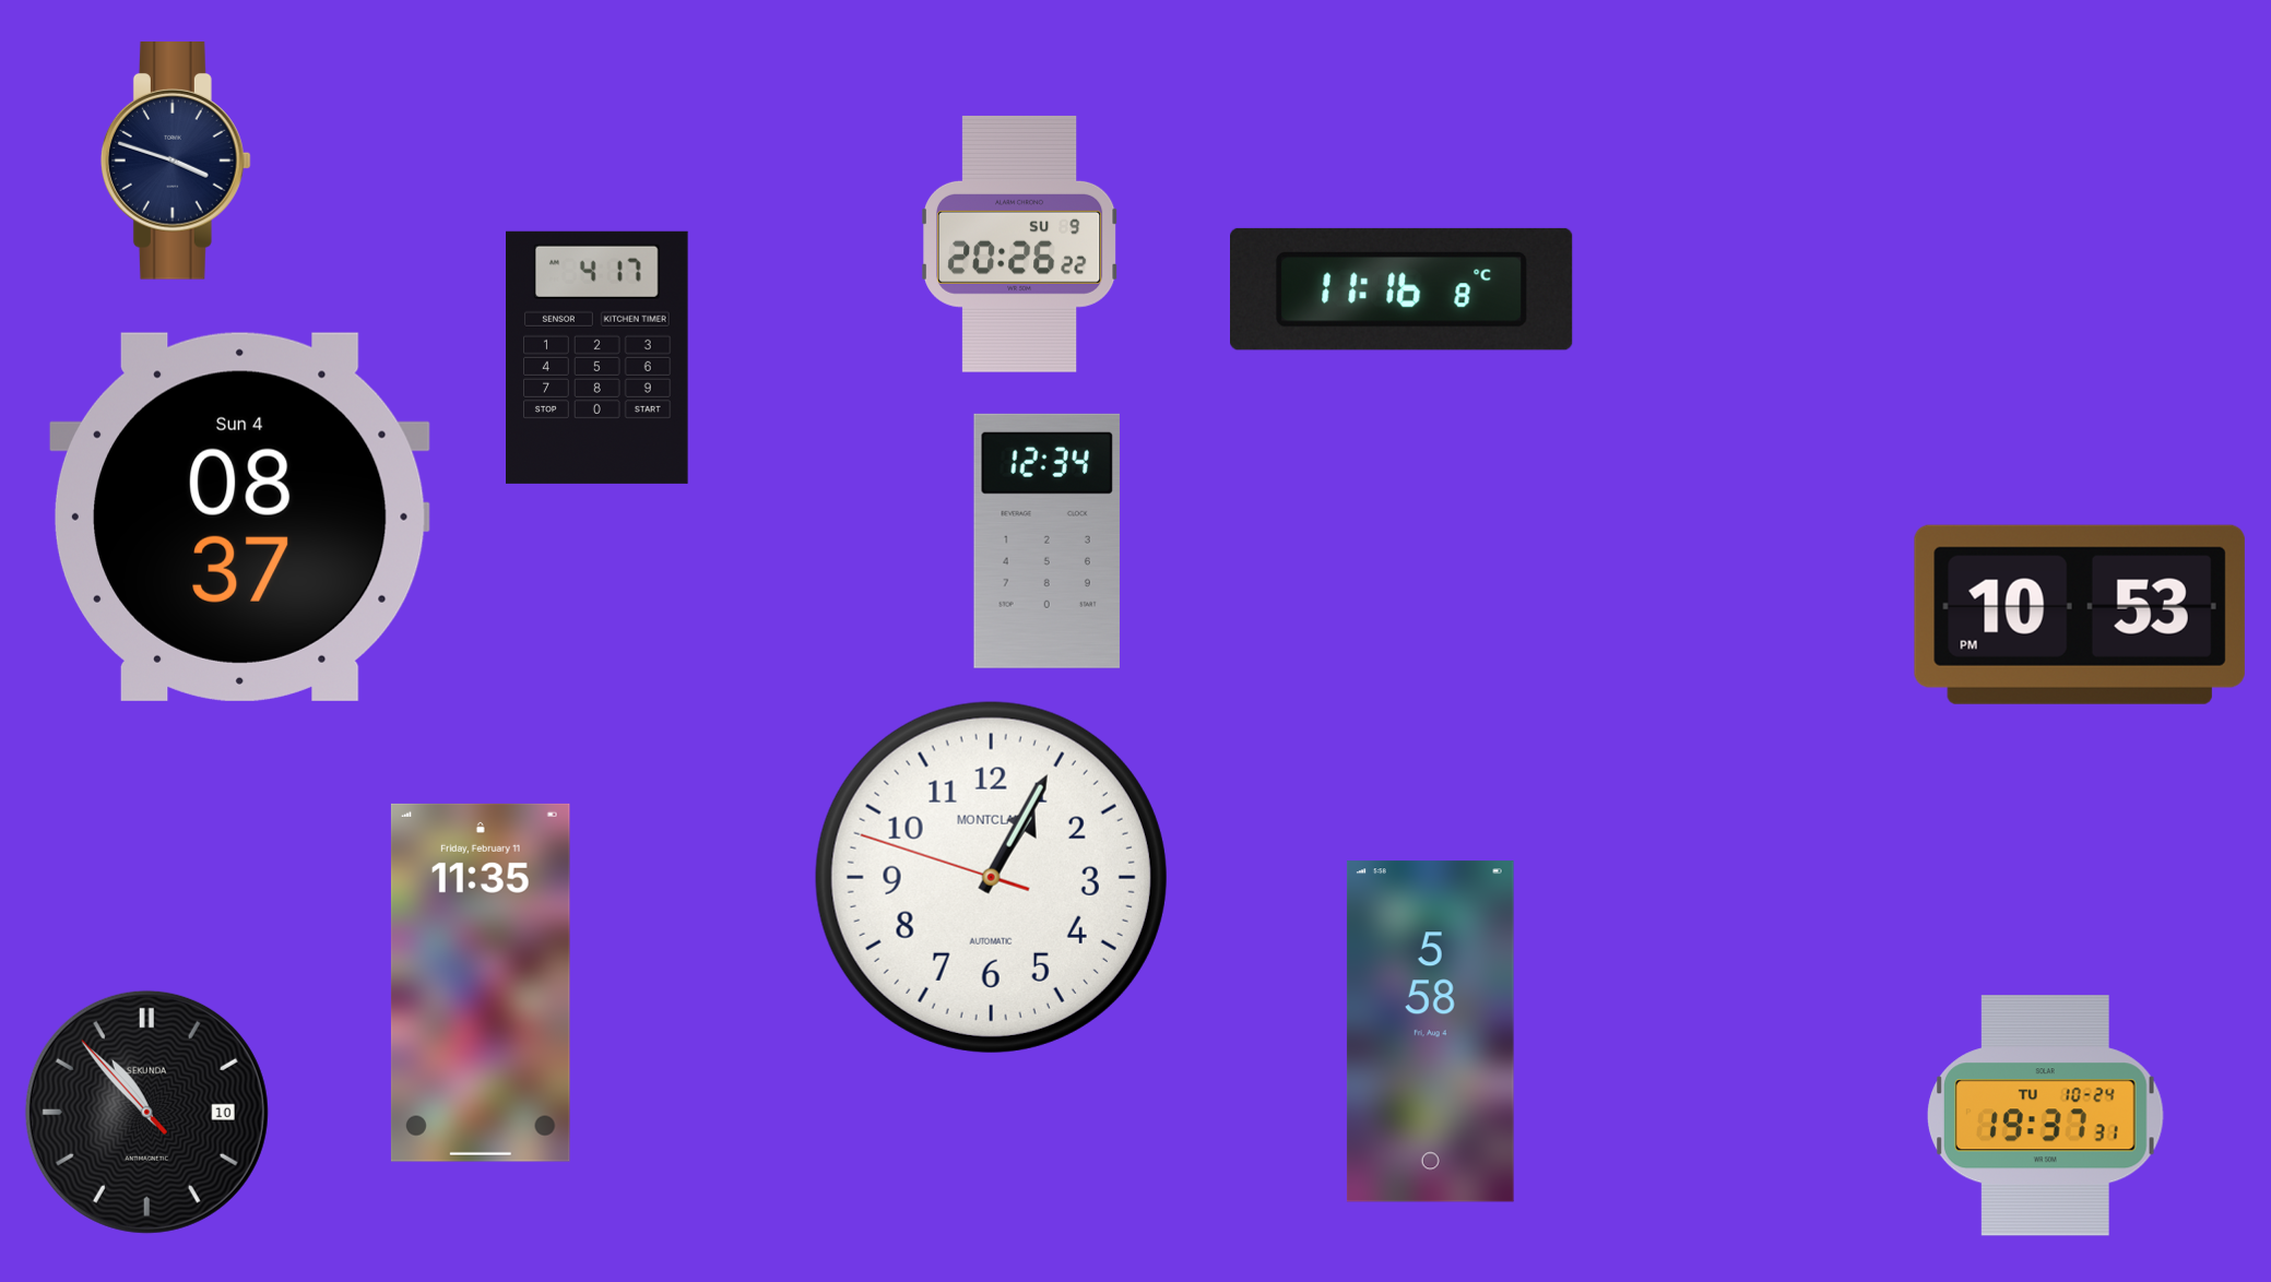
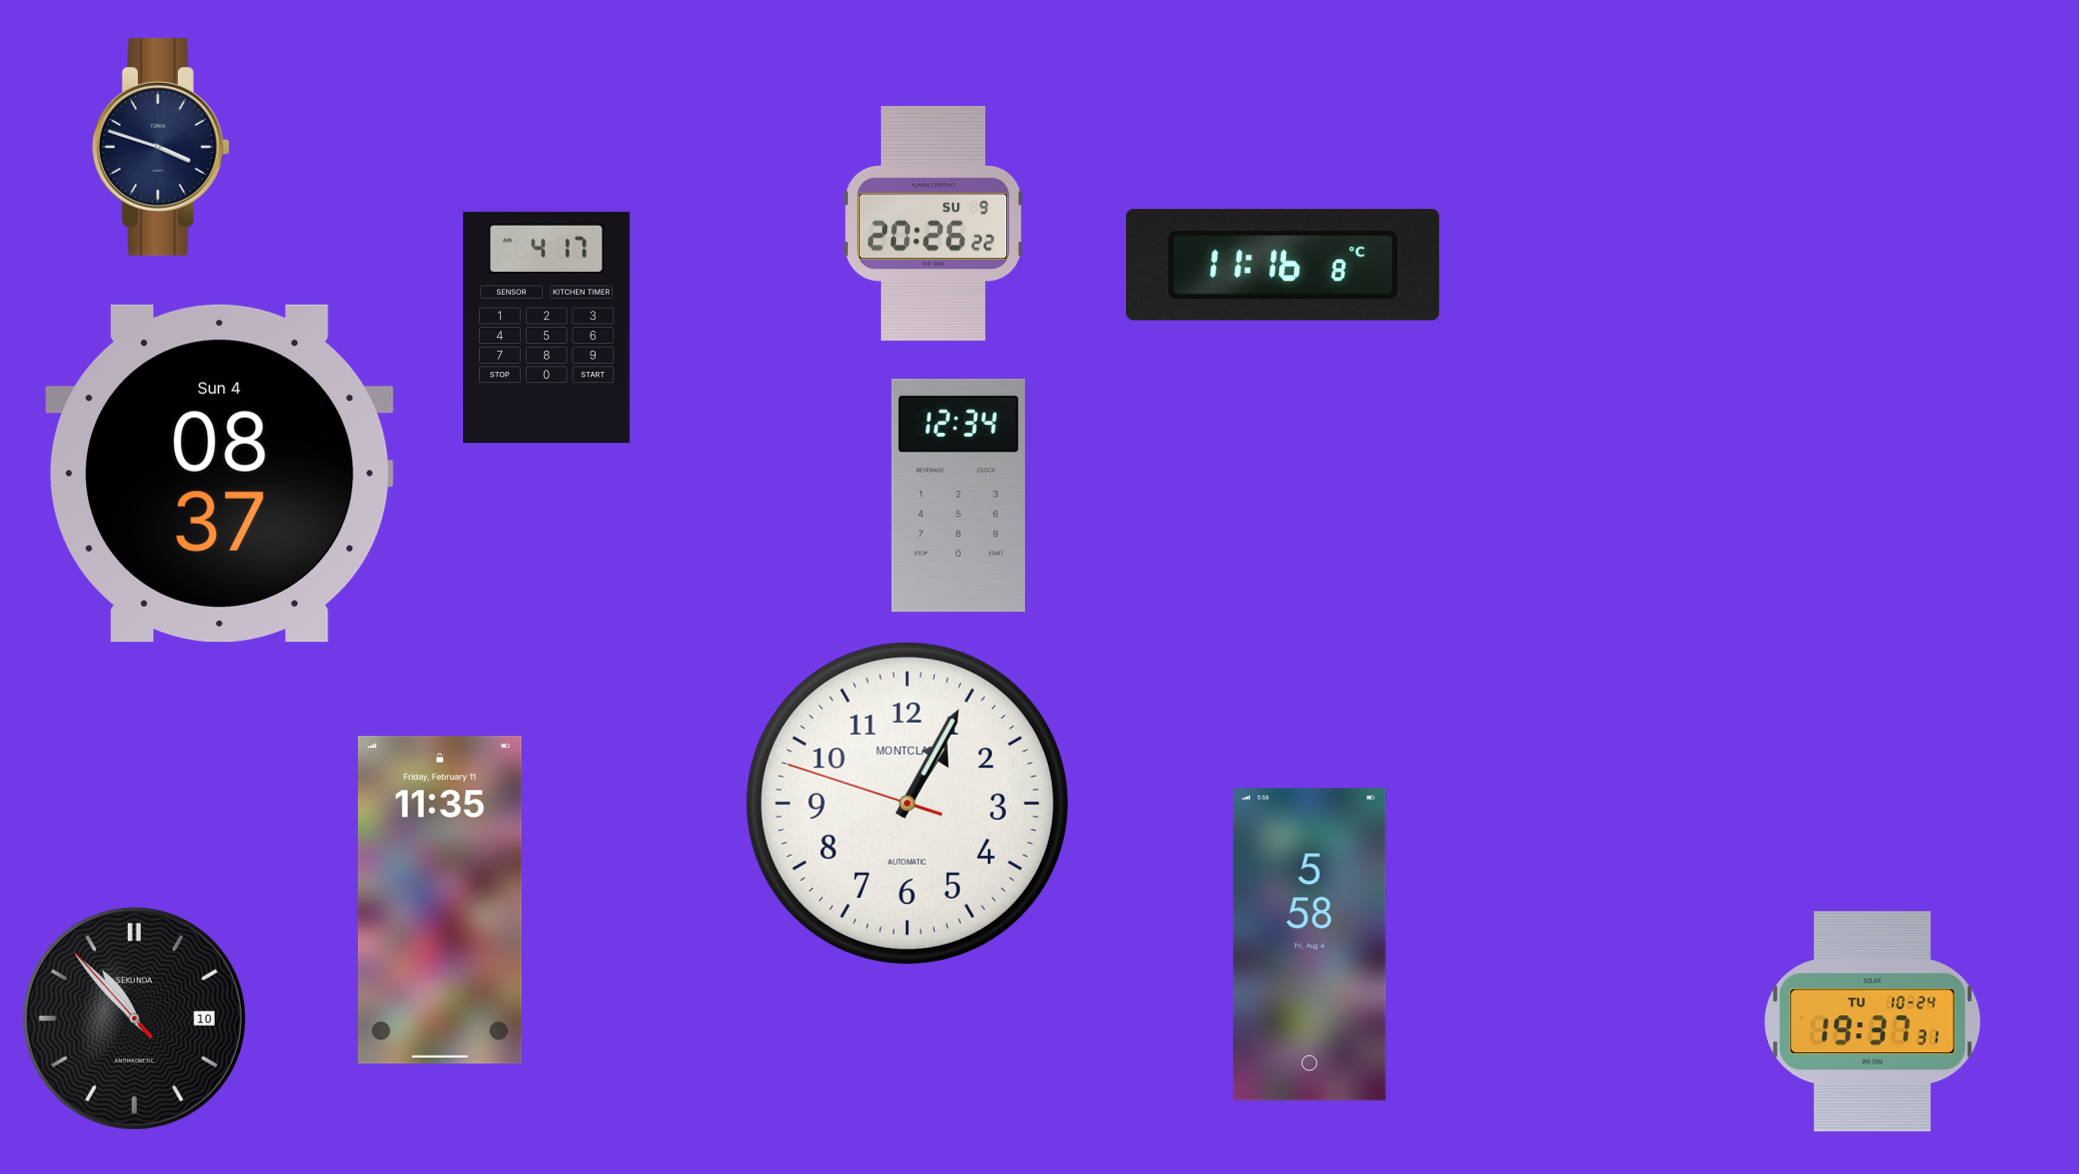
clock at (2080, 615): 10:53 -> none
